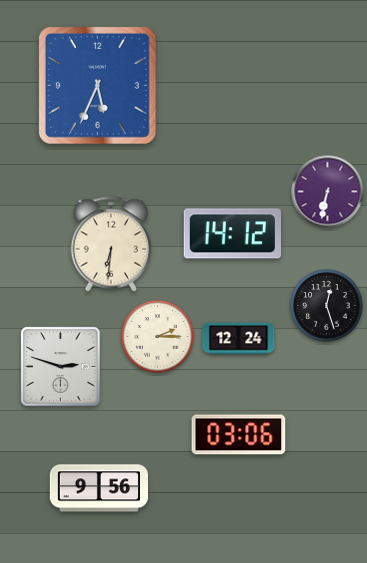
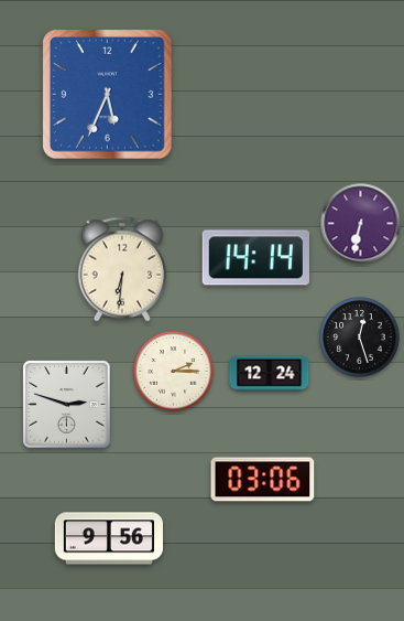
clock at (328, 192) position: (328, 192) -> (361, 224)
clock at (232, 234): 14:12 -> 14:14
clock at (239, 339) position: (239, 339) -> (270, 374)
